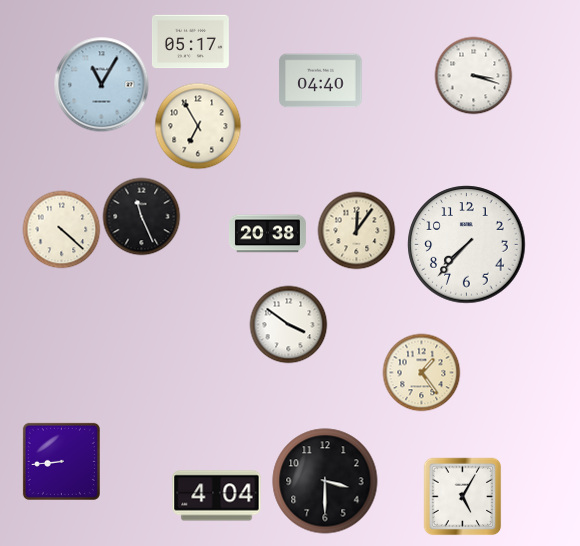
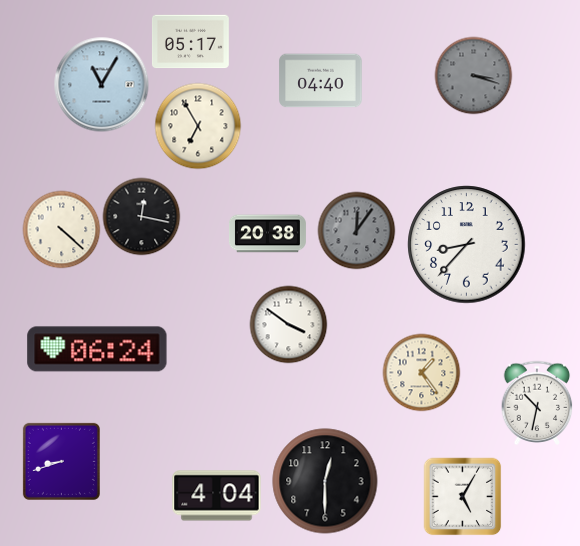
clock at (473, 75) dial: white -> grey
clock at (141, 216): 11:26 -> 12:17
clock at (356, 230) dial: cream -> grey
clock at (467, 245): 7:37 -> 8:37
clock at (97, 349): none -> 06:24
clock at (537, 403): none -> 10:32
clock at (61, 461): 8:44 -> 8:42
clock at (325, 481): 3:30 -> 12:30
